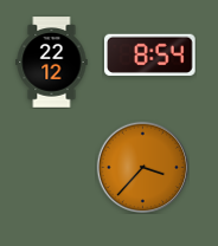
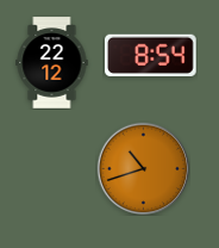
clock at (142, 167): 3:37 -> 10:42
